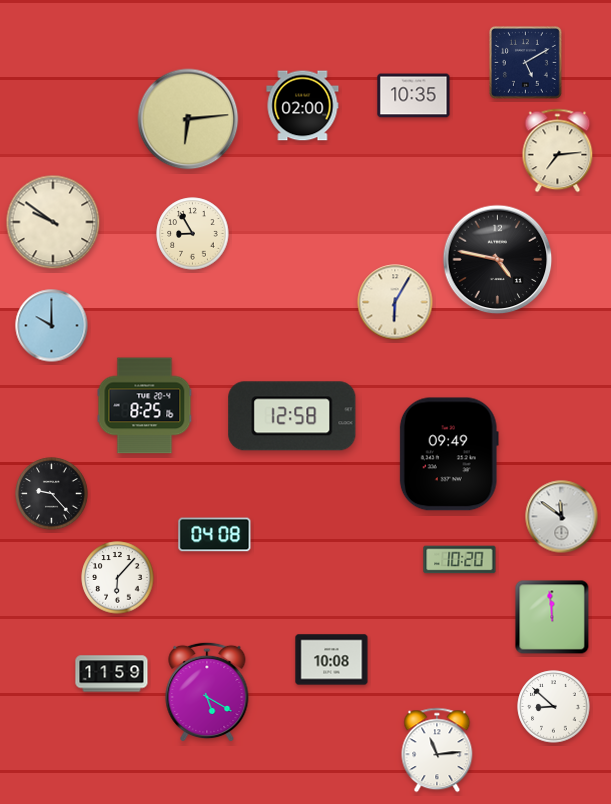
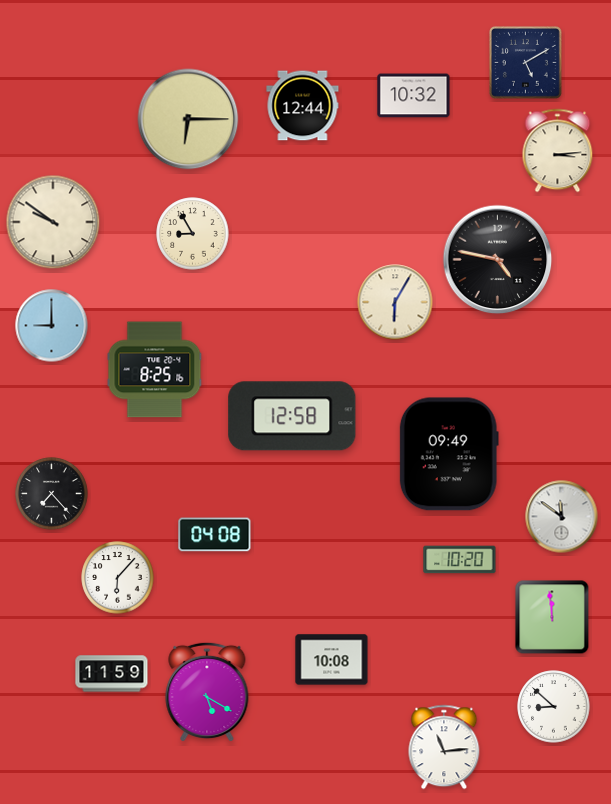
clock at (414, 96): 10:35 -> 10:32
clock at (303, 106): 02:00 -> 12:44
clock at (188, 119): 6:14 -> 6:15
clock at (558, 151): 7:14 -> 3:14
clock at (52, 326): 10:00 -> 9:00
clock at (145, 406) position: (145, 406) -> (155, 370)
clock at (52, 494): 9:23 -> 7:23
clock at (437, 750) position: (437, 750) -> (444, 747)
